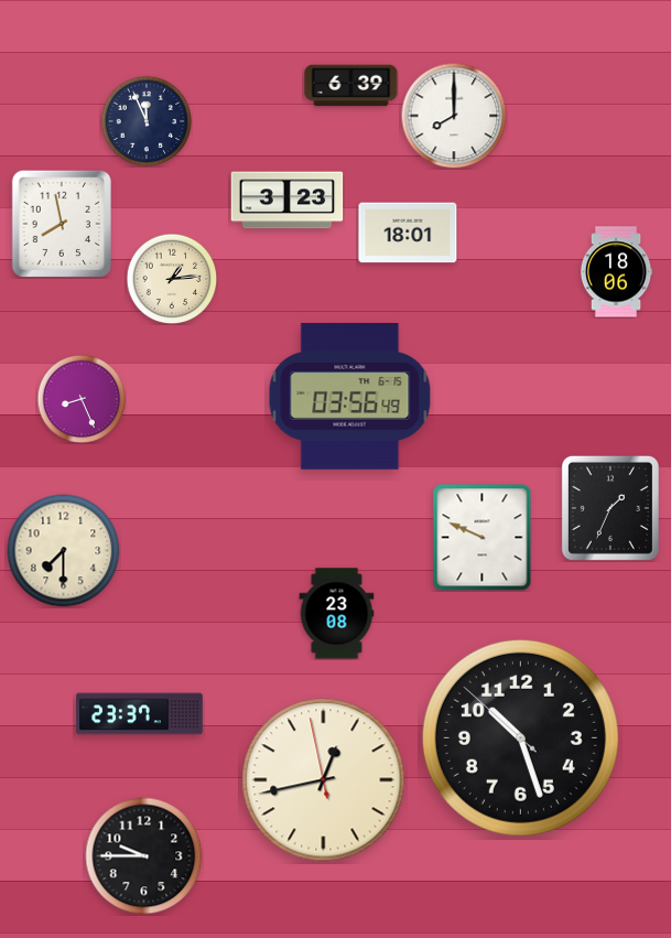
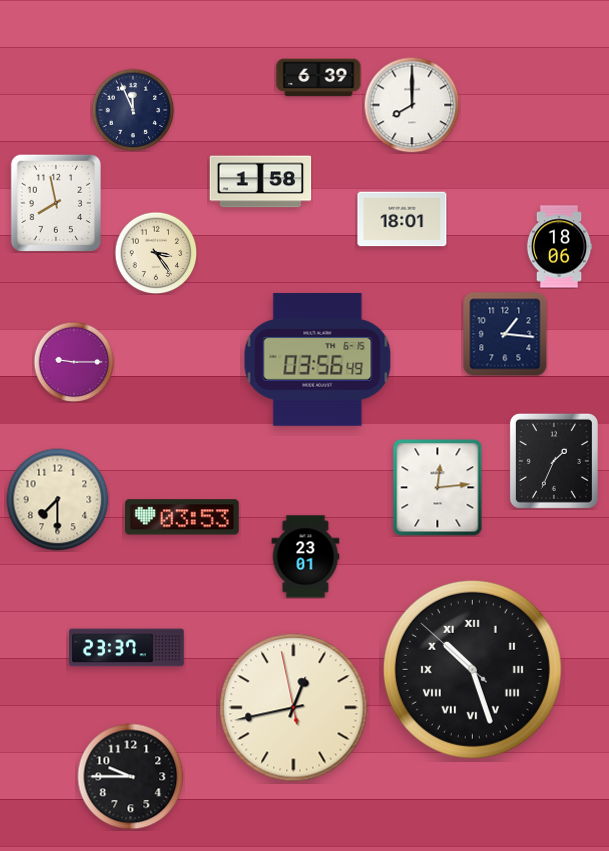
clock at (288, 201): 3:23 -> 1:58
clock at (408, 233) position: (408, 233) -> (402, 219)
clock at (172, 279): 1:14 -> 3:24
clock at (505, 334): none -> 1:16
clock at (82, 399): 8:26 -> 9:15
clock at (483, 538): 9:49 -> 12:14
clock at (182, 517): none -> 03:53
clock at (337, 614): 23:08 -> 23:01
clock at (520, 737) numerals: Arabic -> Roman
